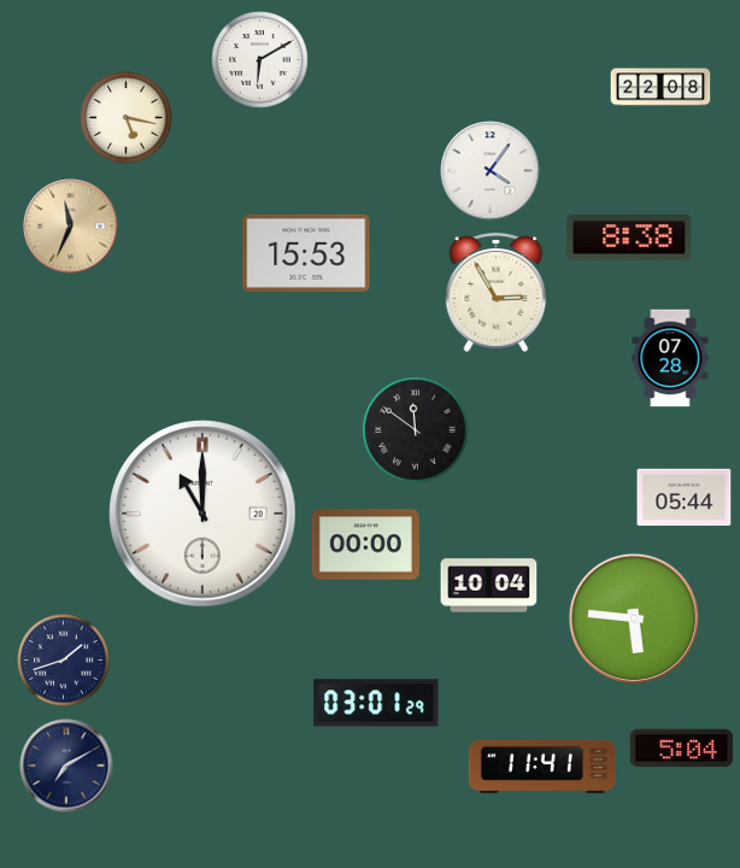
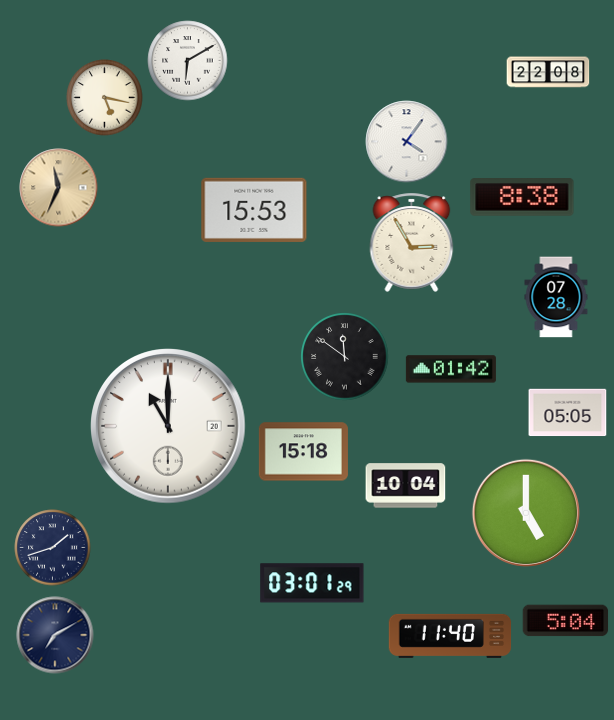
clock at (260, 60) position: (260, 60) -> (188, 61)
clock at (451, 369): none -> 01:42
clock at (685, 498): 05:44 -> 05:05
clock at (365, 545): 00:00 -> 15:18
clock at (634, 618): 5:46 -> 5:00
clock at (542, 767): 11:41 -> 11:40
